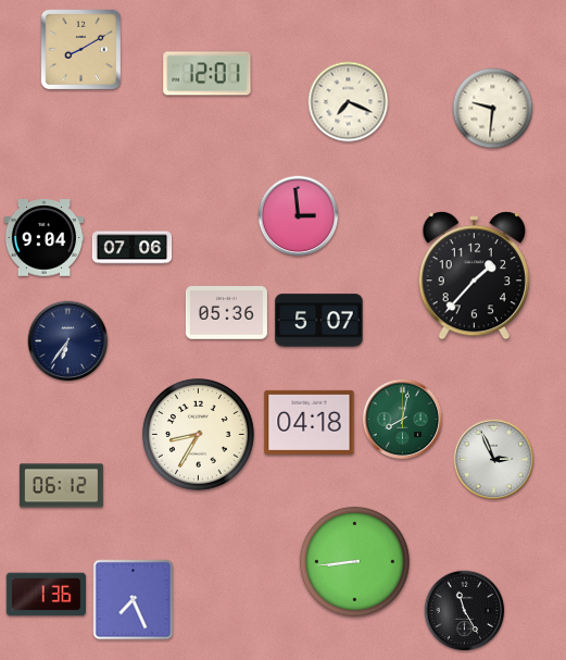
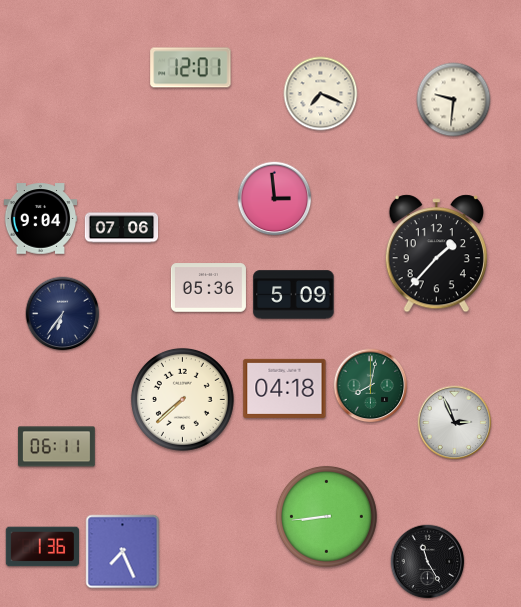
clock at (80, 49): 8:10 -> none
clock at (319, 321): 5:07 -> 5:09
clock at (198, 434): 8:35 -> 7:38
clock at (61, 486): 06:12 -> 06:11
